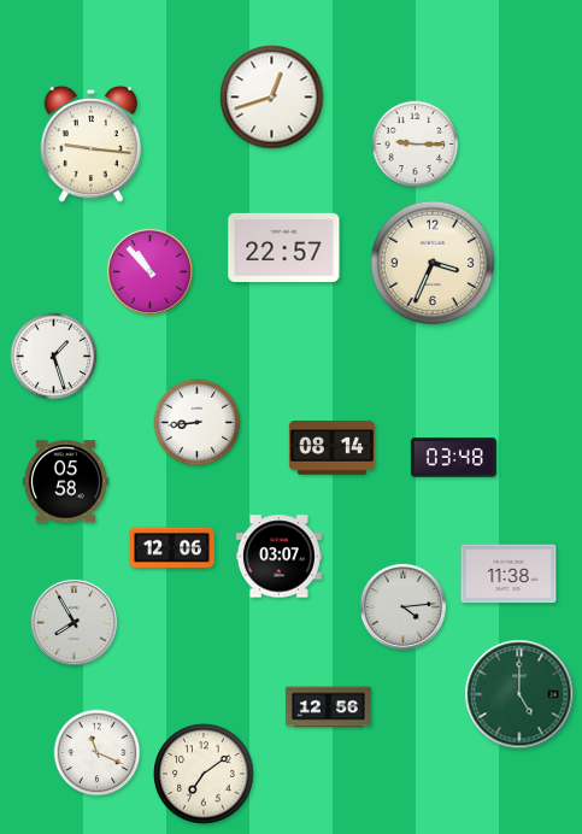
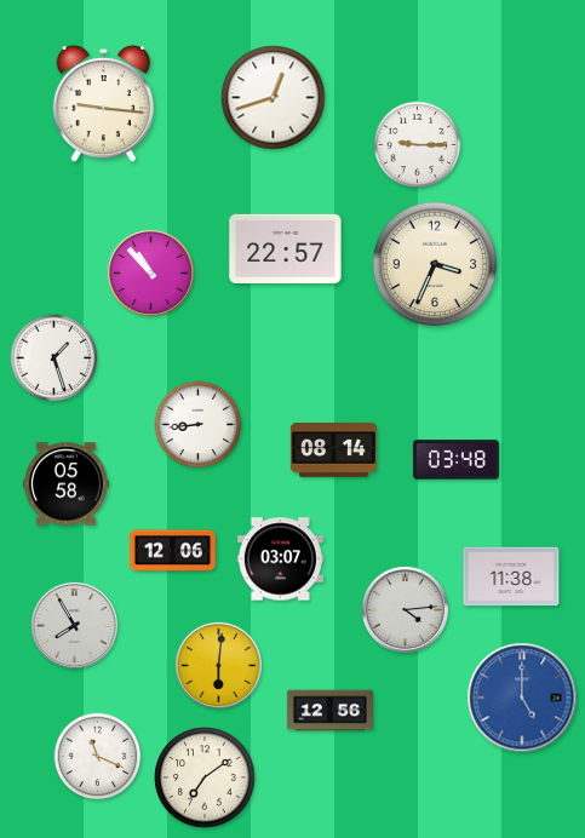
clock at (92, 145) position: (92, 145) -> (104, 104)
clock at (218, 665): none -> 6:01
clock at (519, 694) dial: green -> blue
